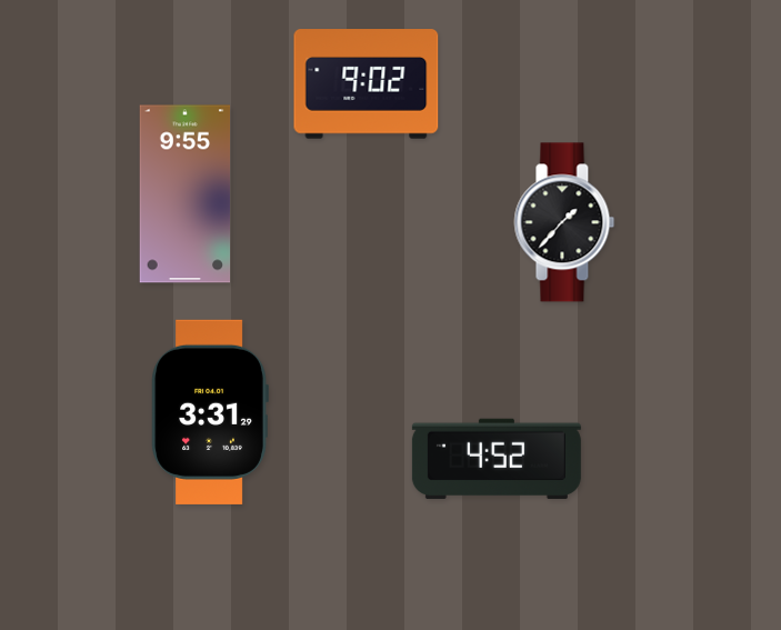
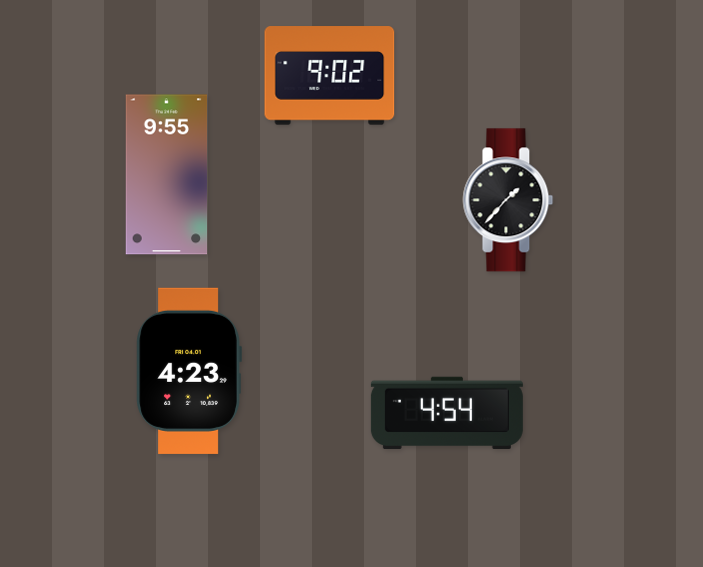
clock at (210, 412): 3:31 -> 4:23
clock at (497, 458): 4:52 -> 4:54
